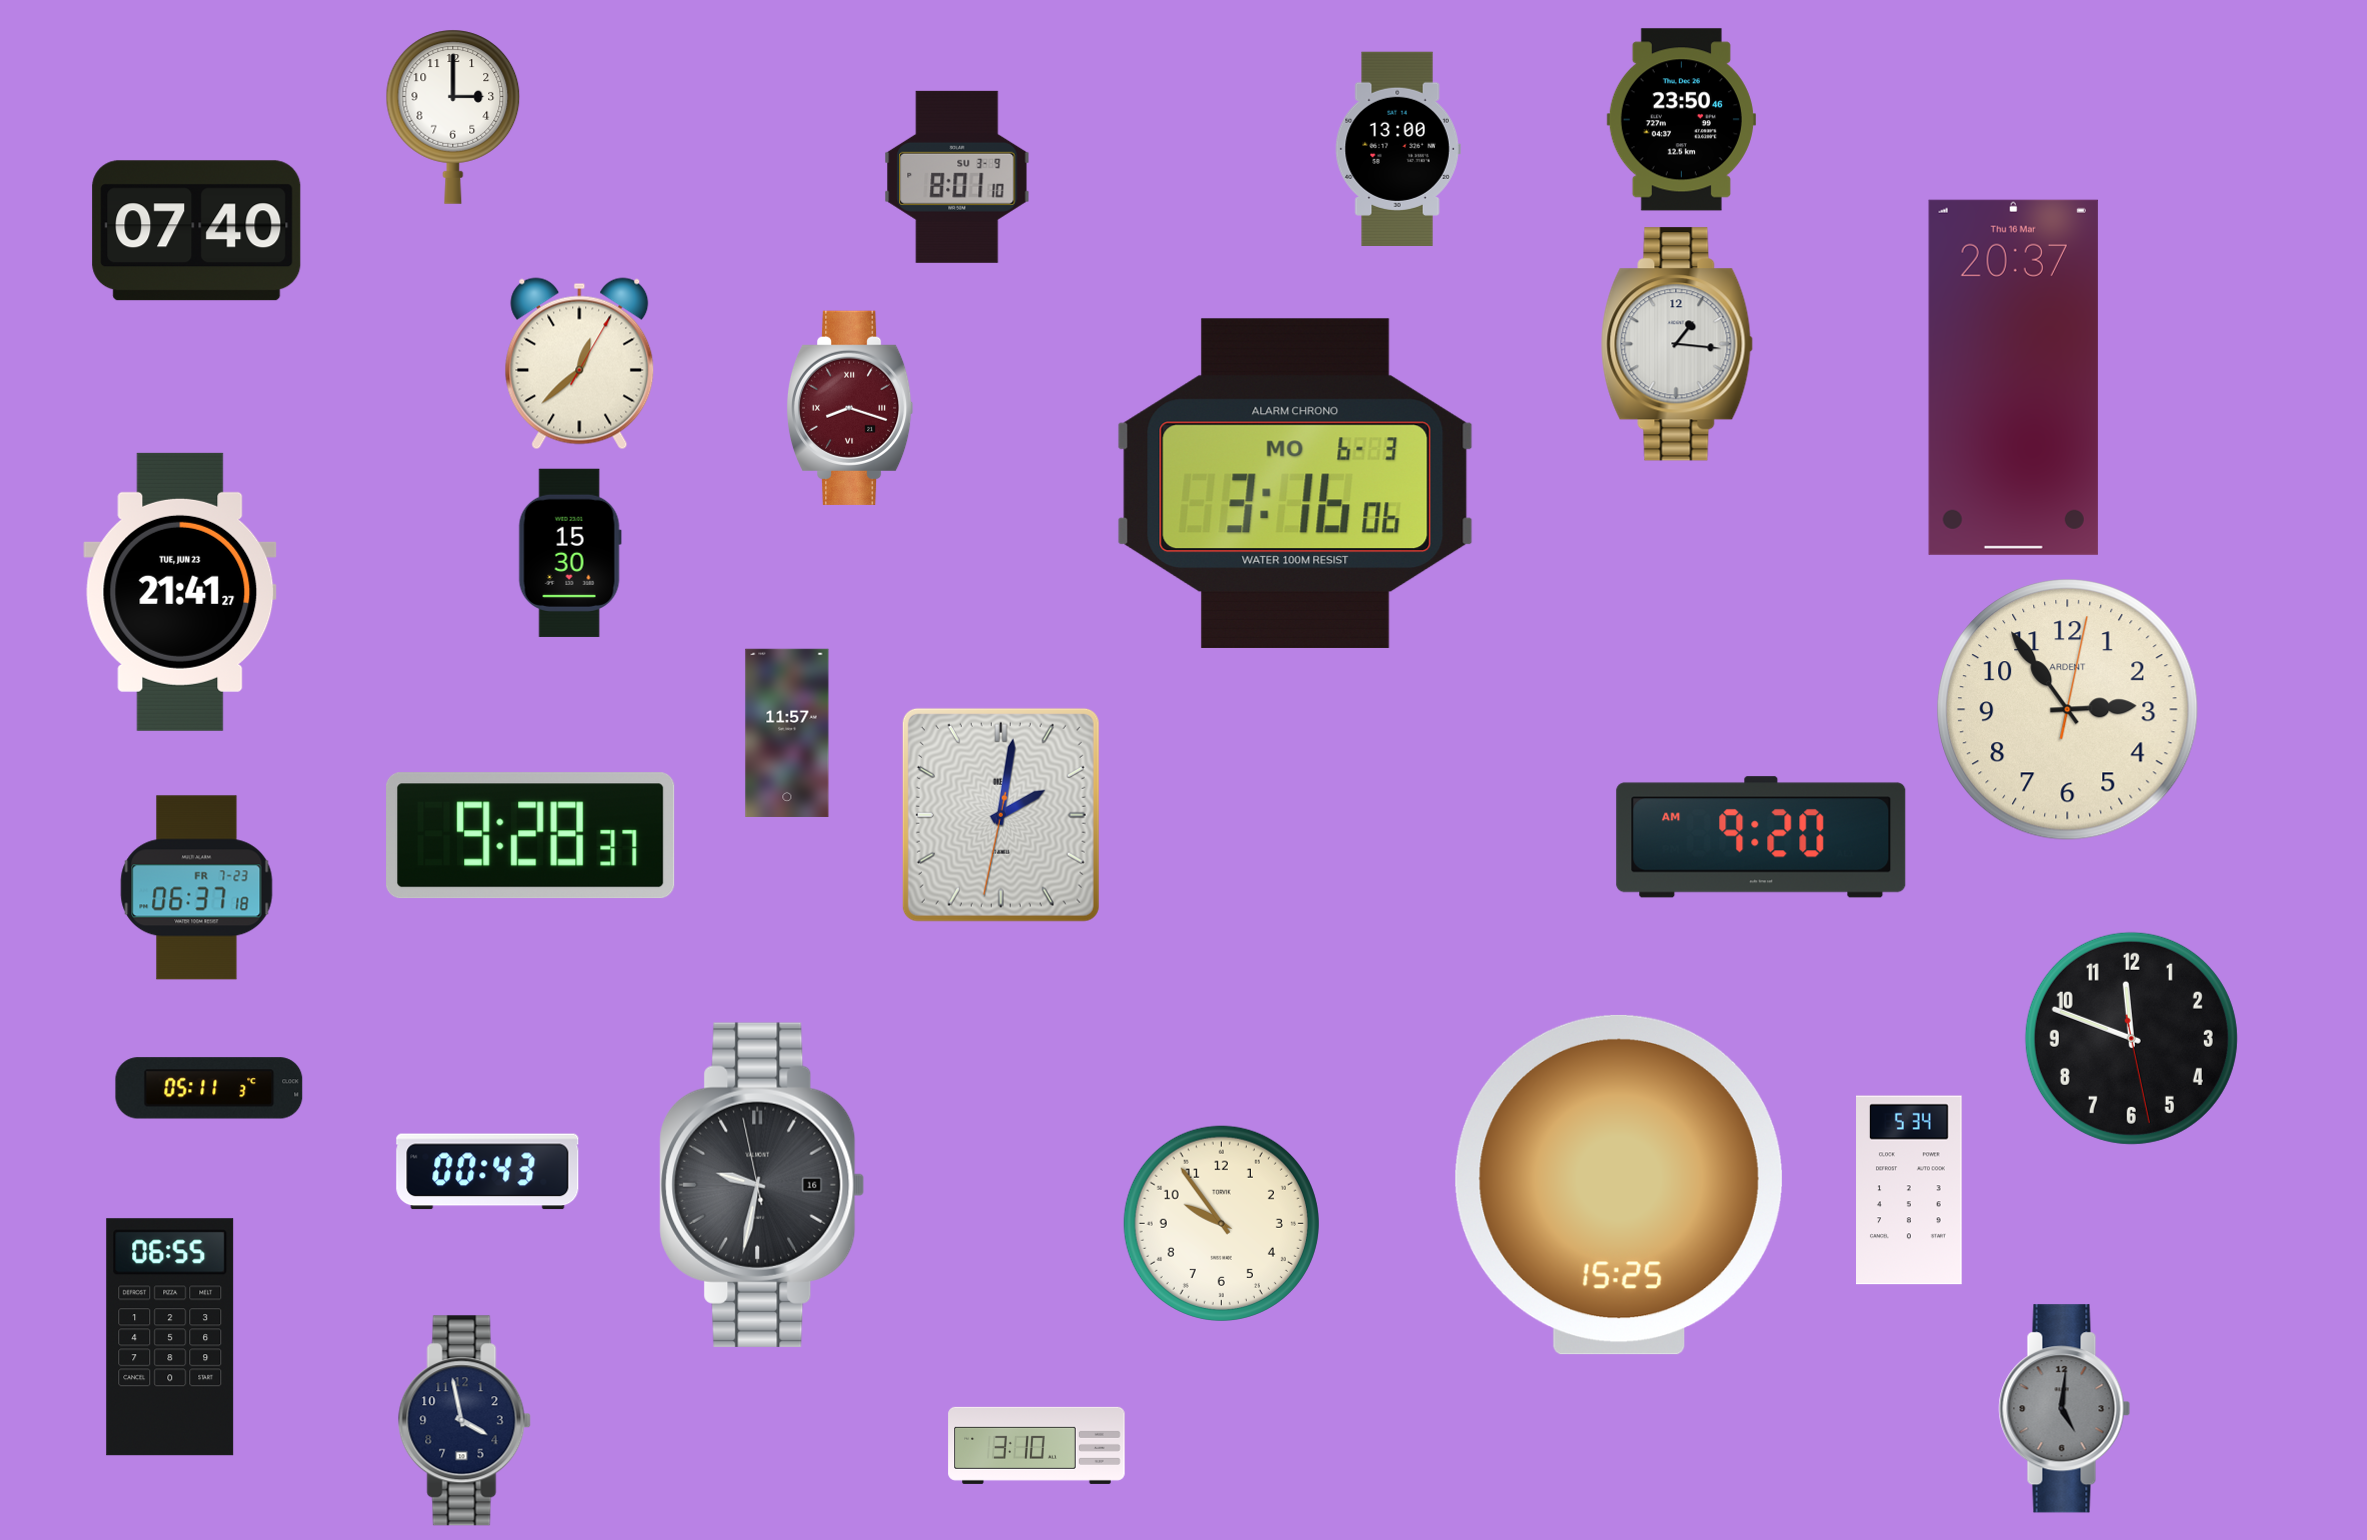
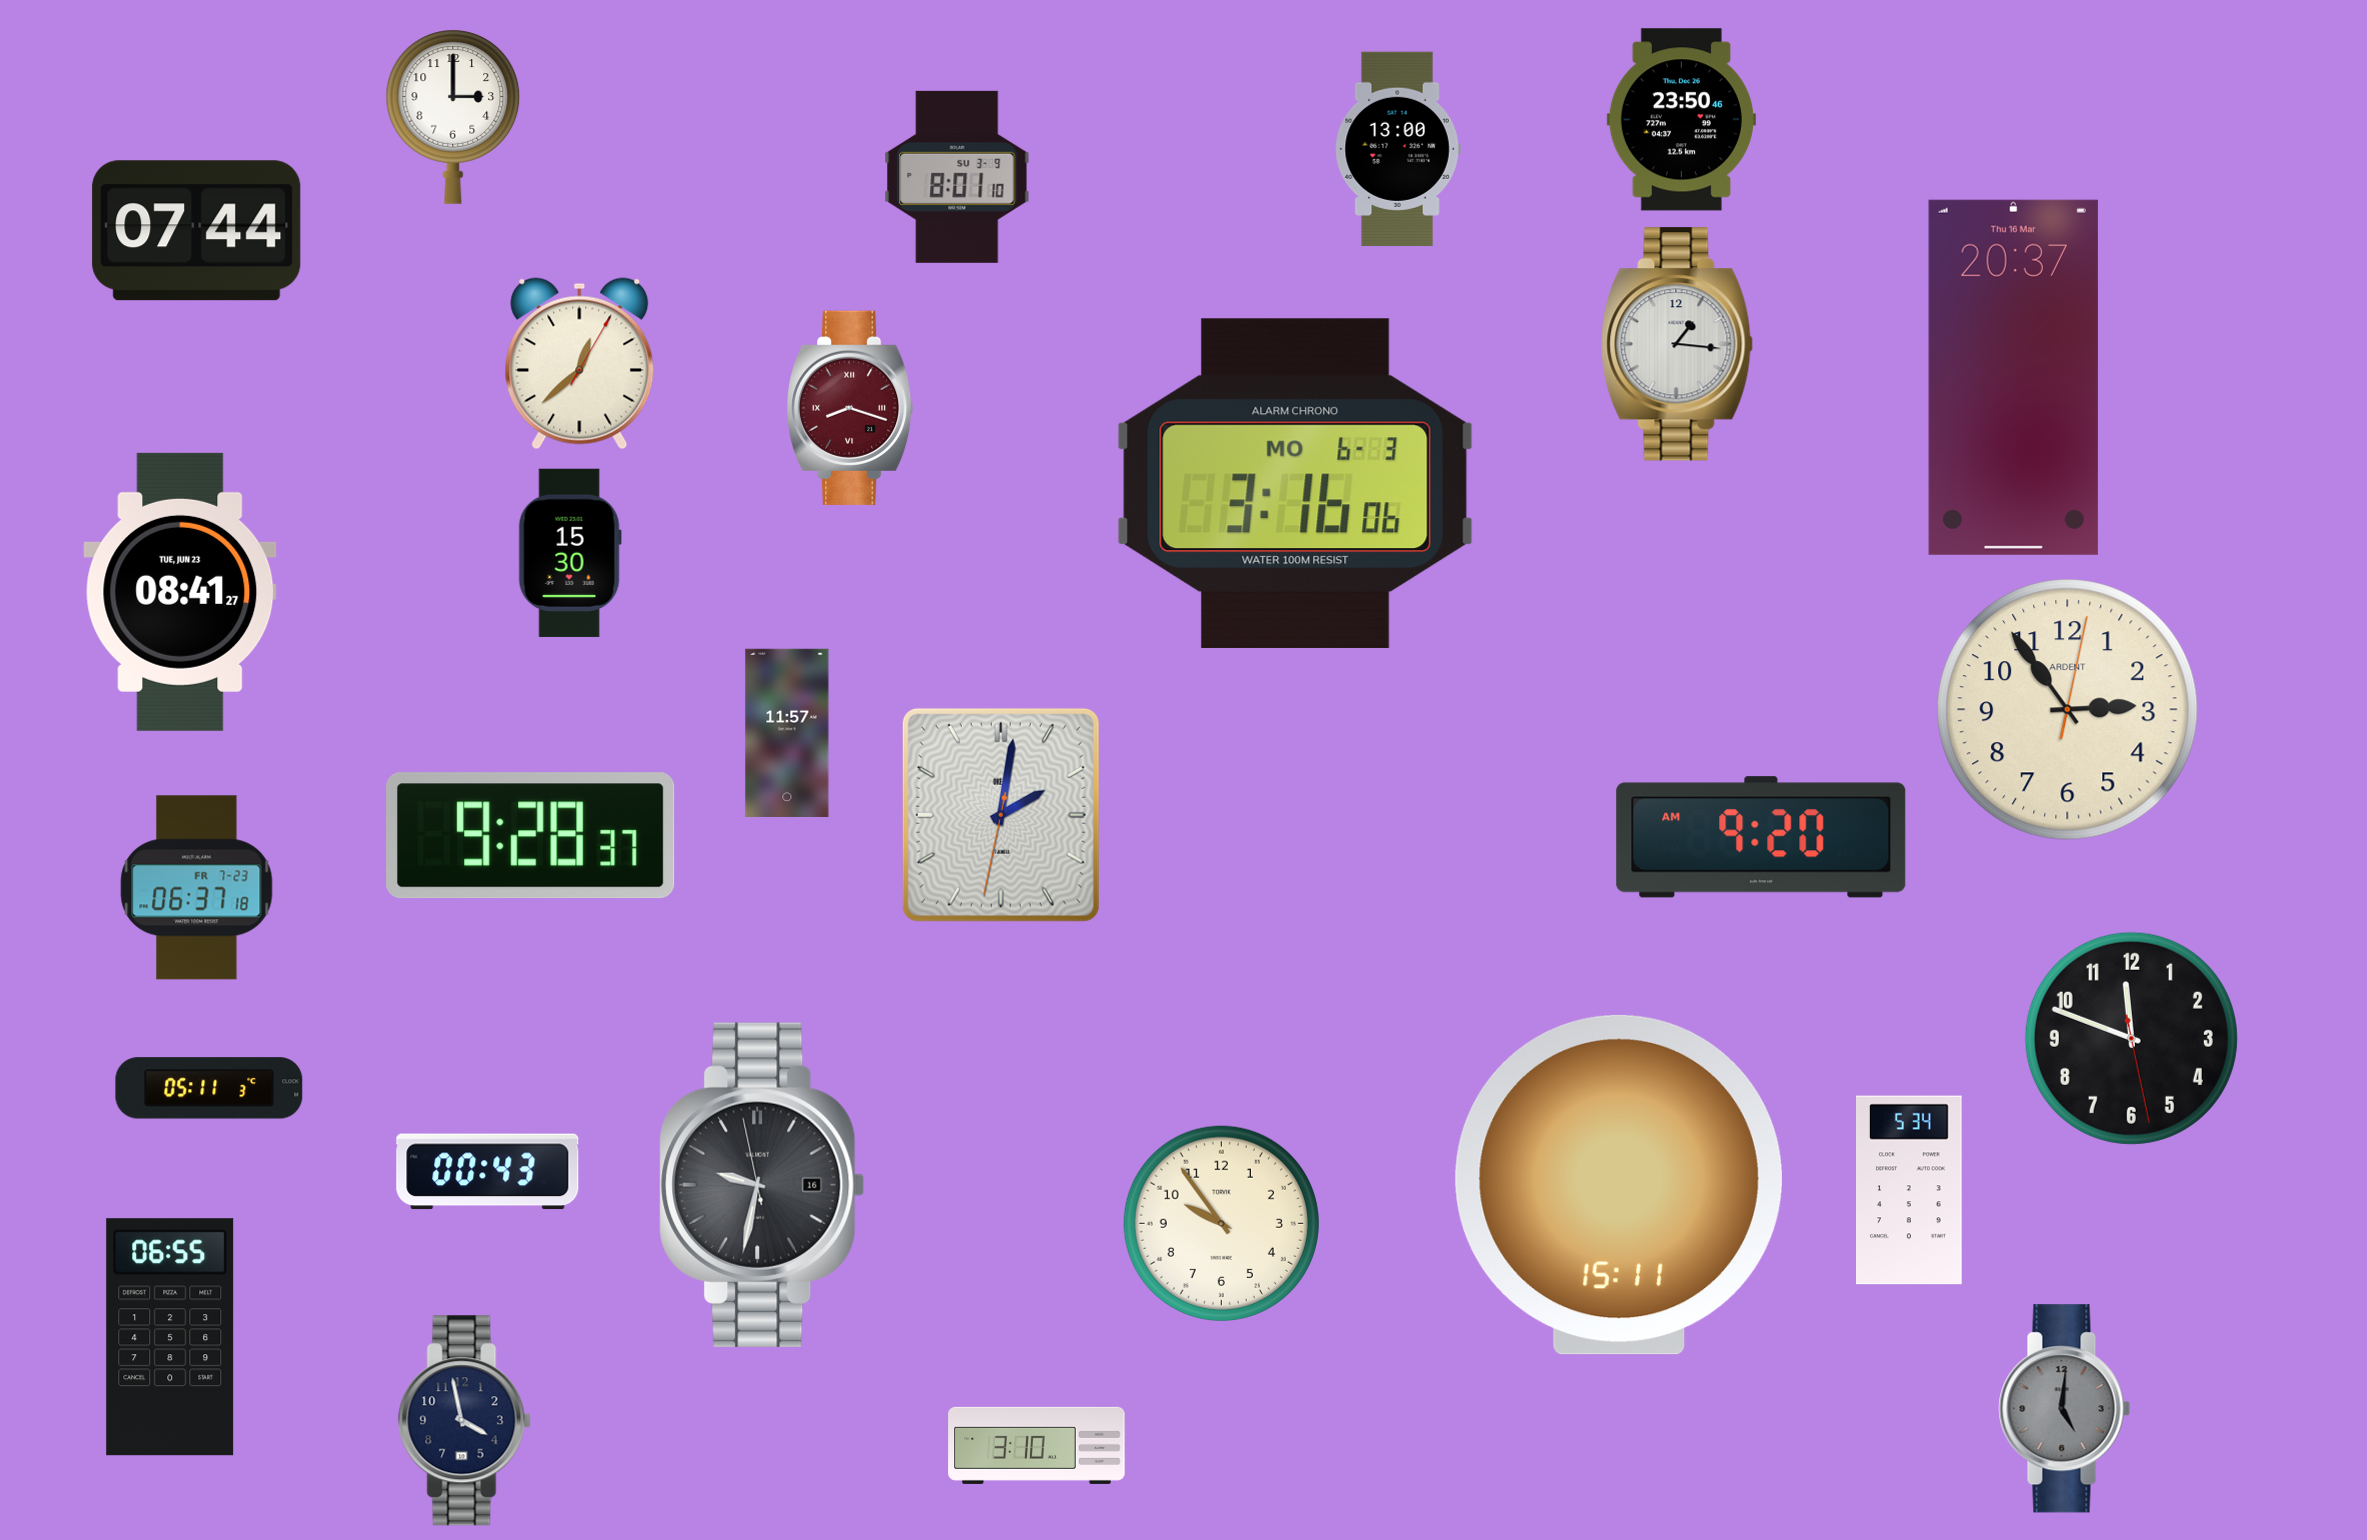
clock at (197, 231): 07:40 -> 07:44
clock at (180, 592): 21:41 -> 08:41
clock at (1619, 1185): 15:25 -> 15:11
